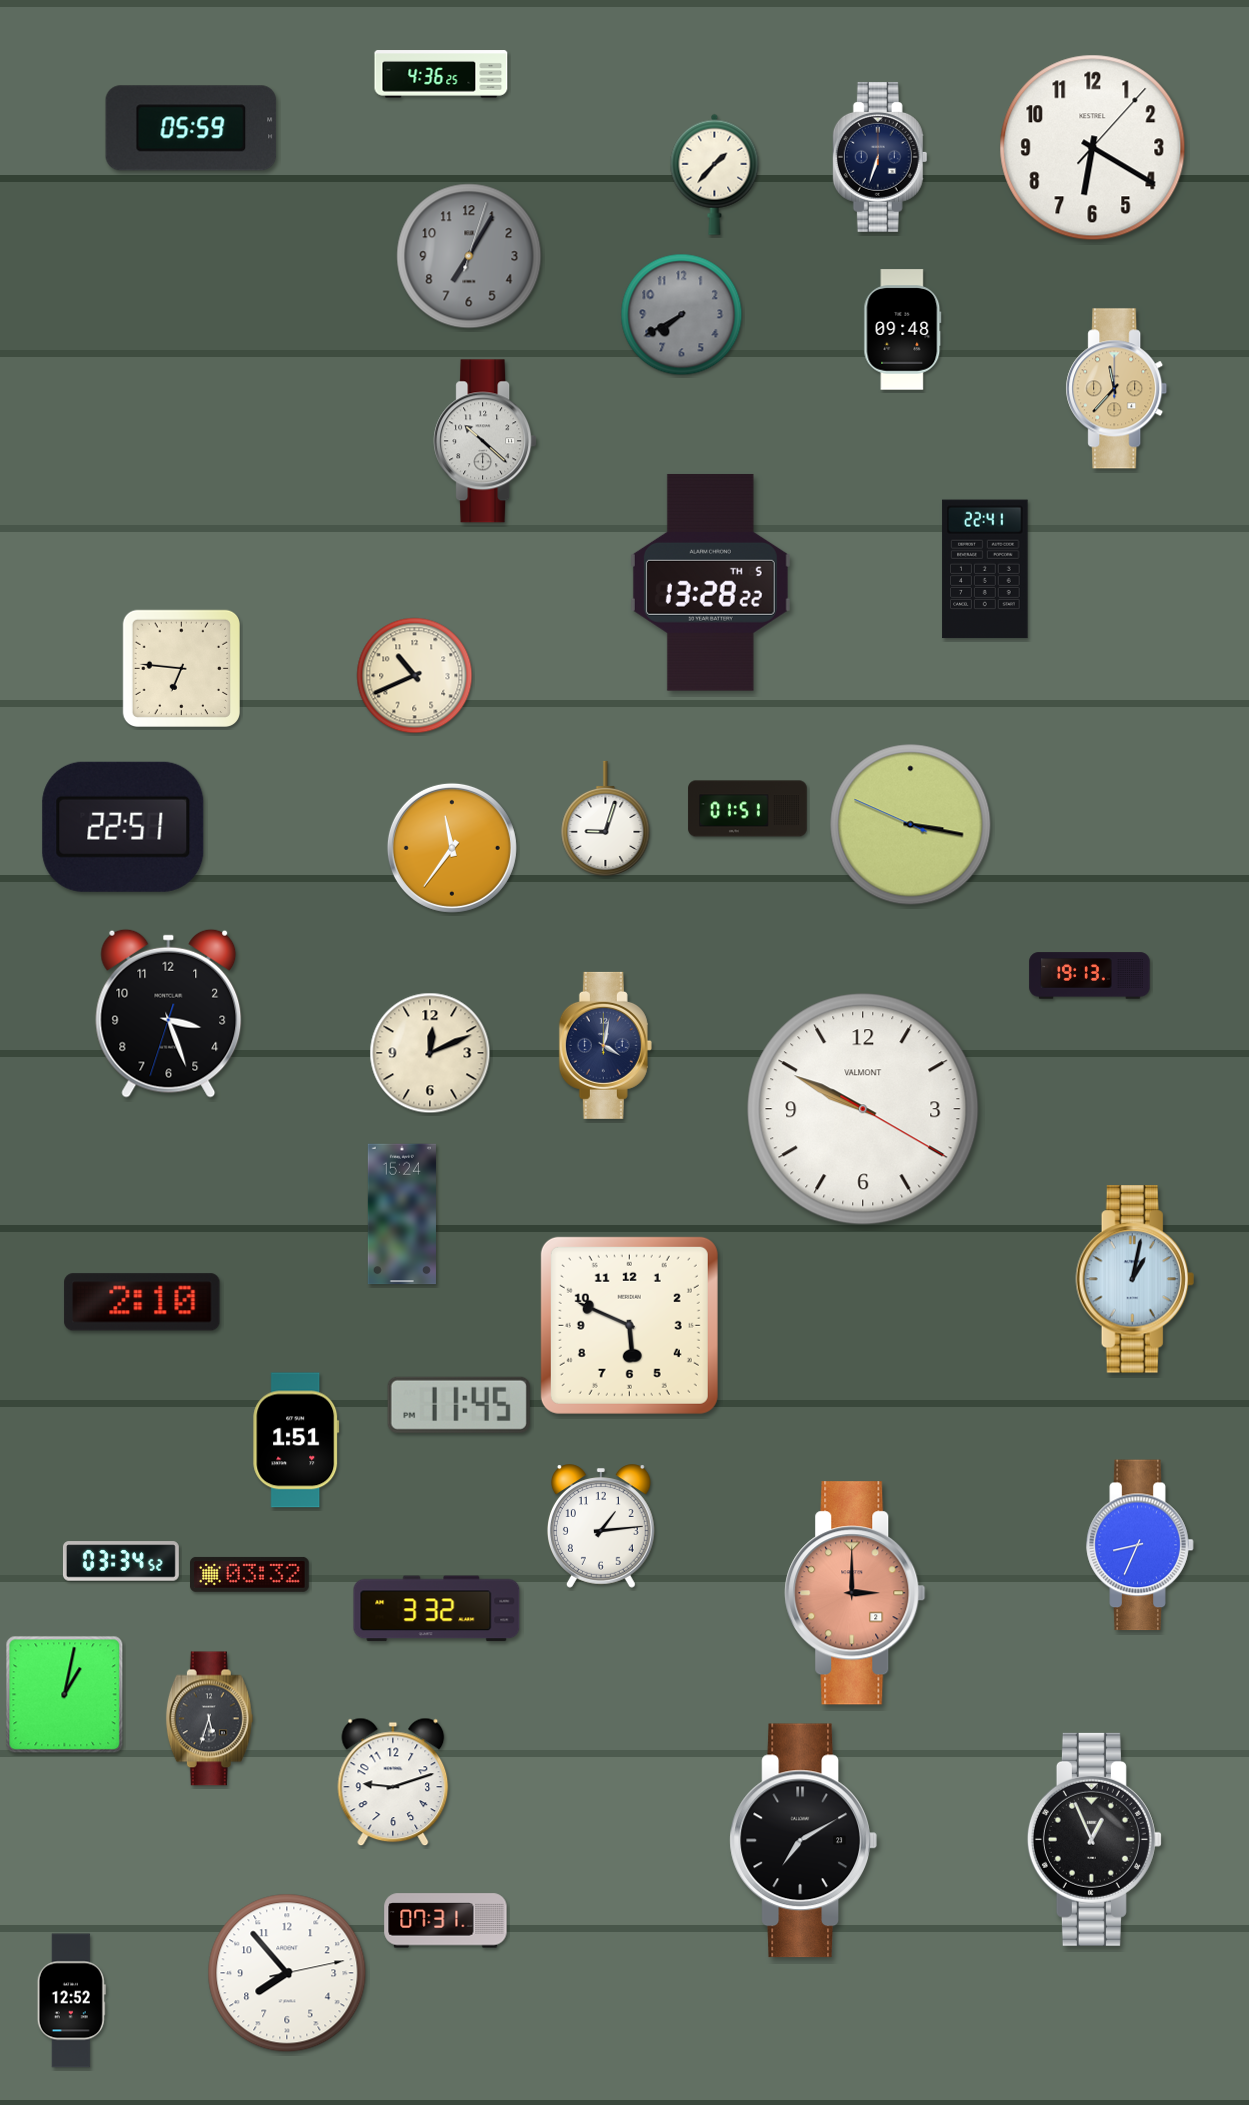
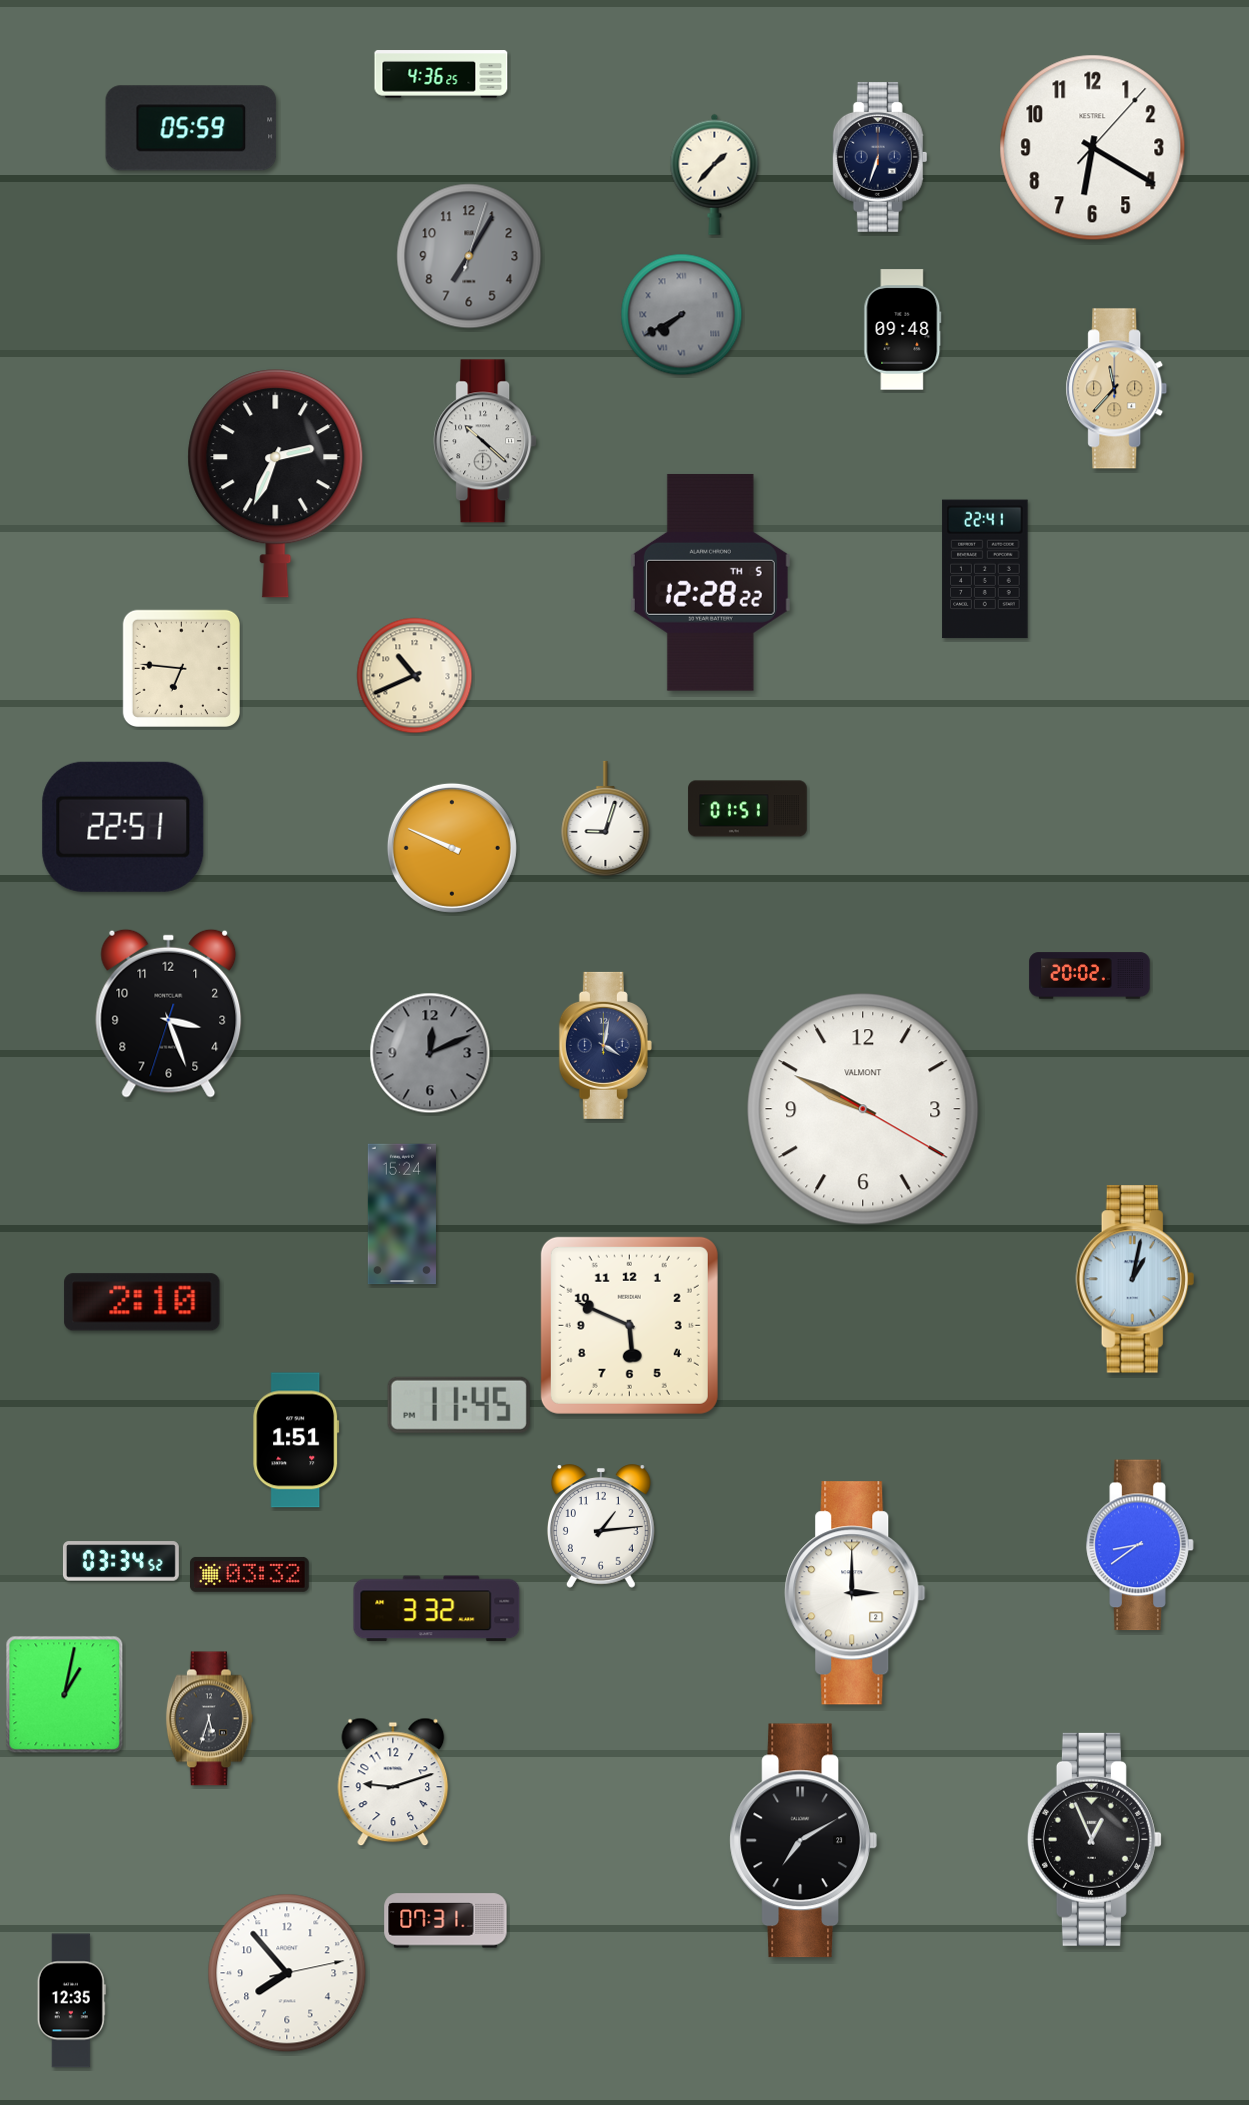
clock at (682, 315) numerals: Arabic -> Roman
clock at (276, 484): none -> 2:34
clock at (710, 582): 13:28 -> 12:28
clock at (911, 825): 3:16 -> none
clock at (452, 848): 11:36 -> 9:49
clock at (1090, 976): 19:13 -> 20:02
clock at (430, 1053) dial: cream -> grey
clock at (1140, 1545): 8:34 -> 8:39
clock at (855, 1593) dial: salmon -> white
clock at (71, 2001): 12:52 -> 12:35
